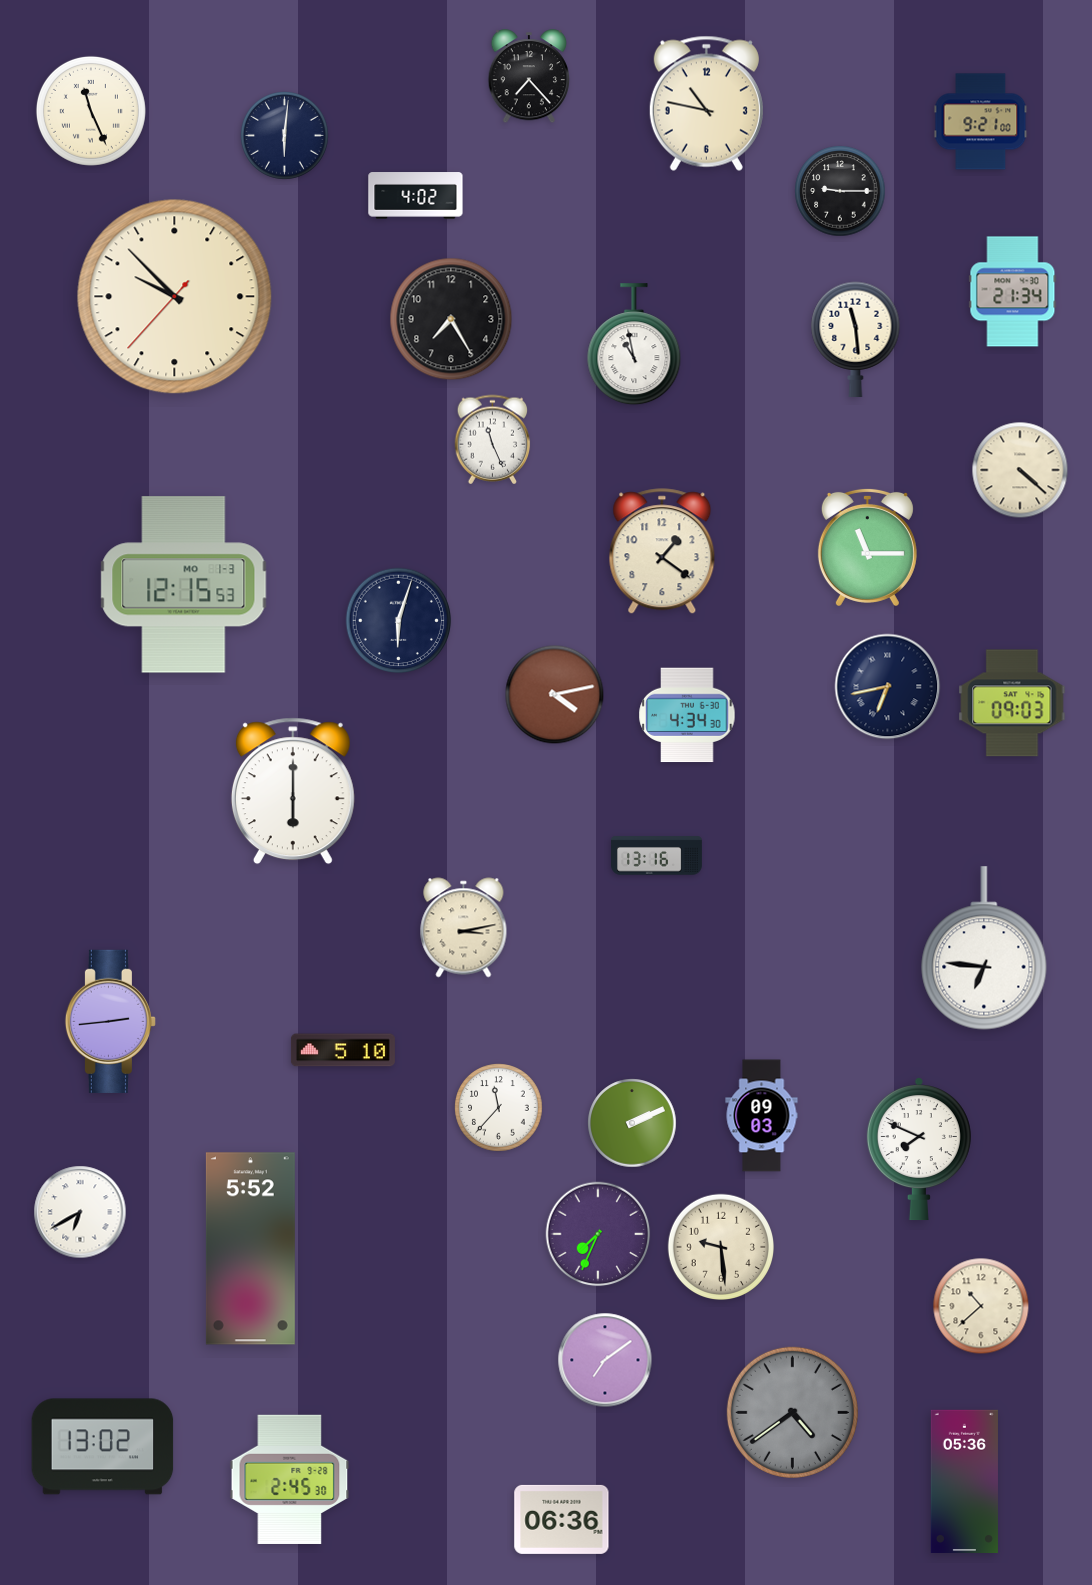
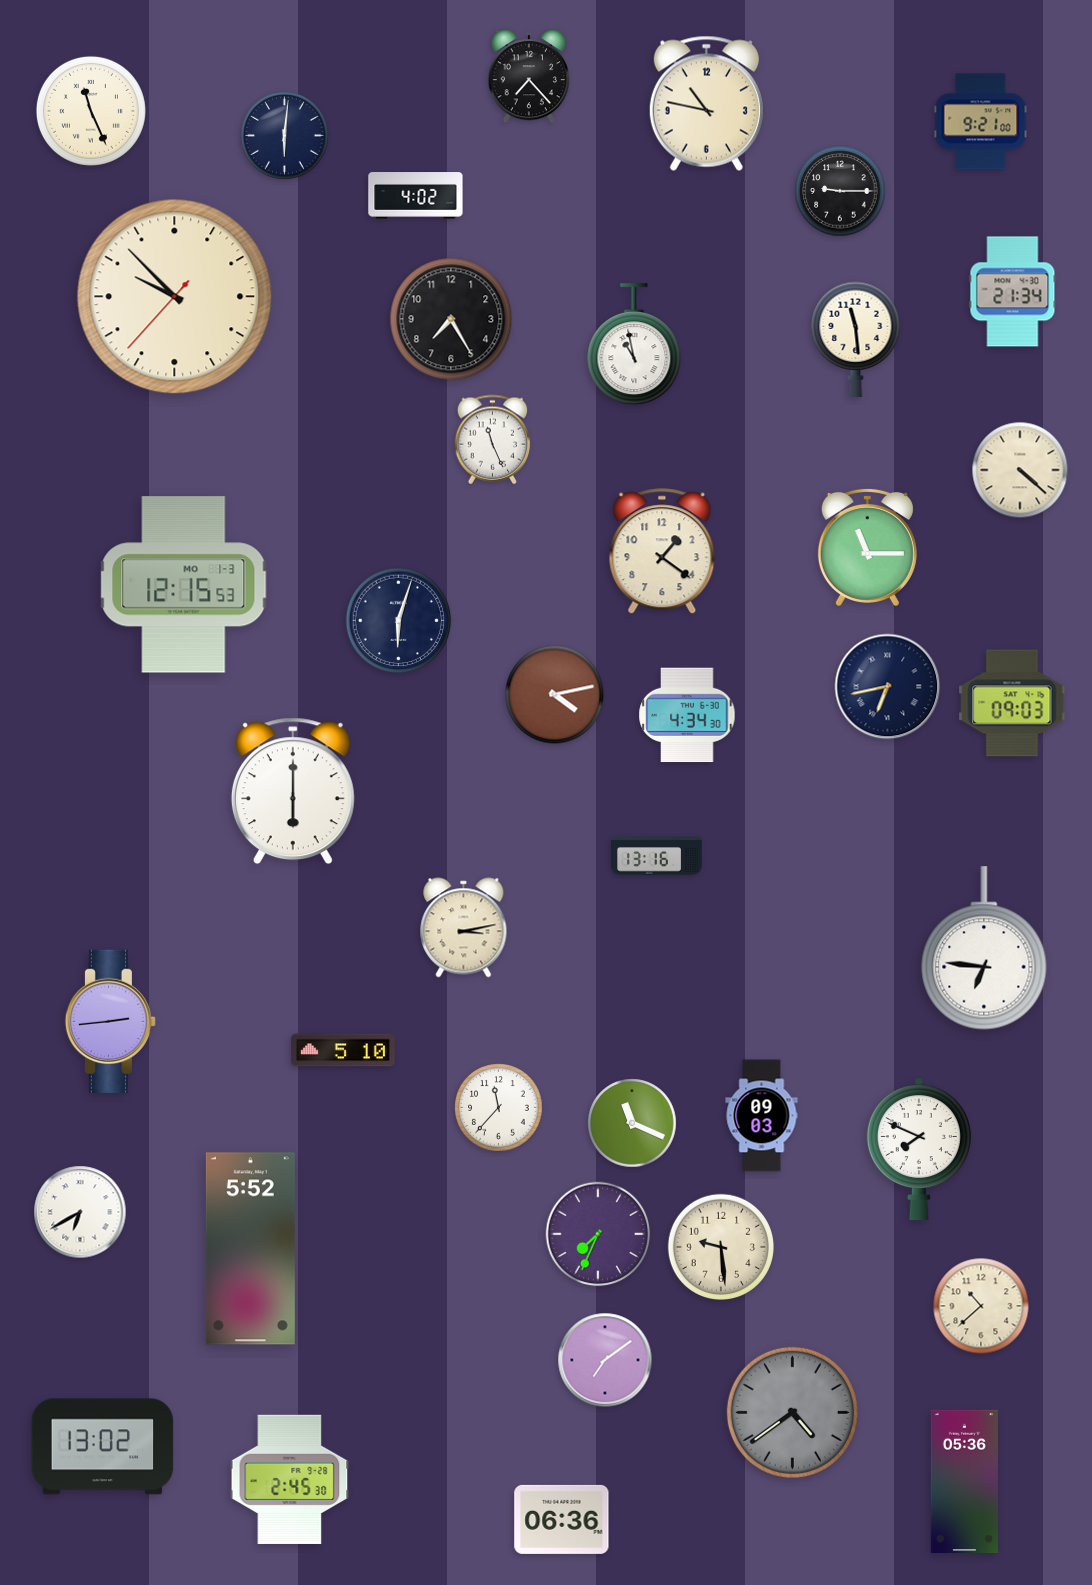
clock at (632, 1123): 2:11 -> 11:19
